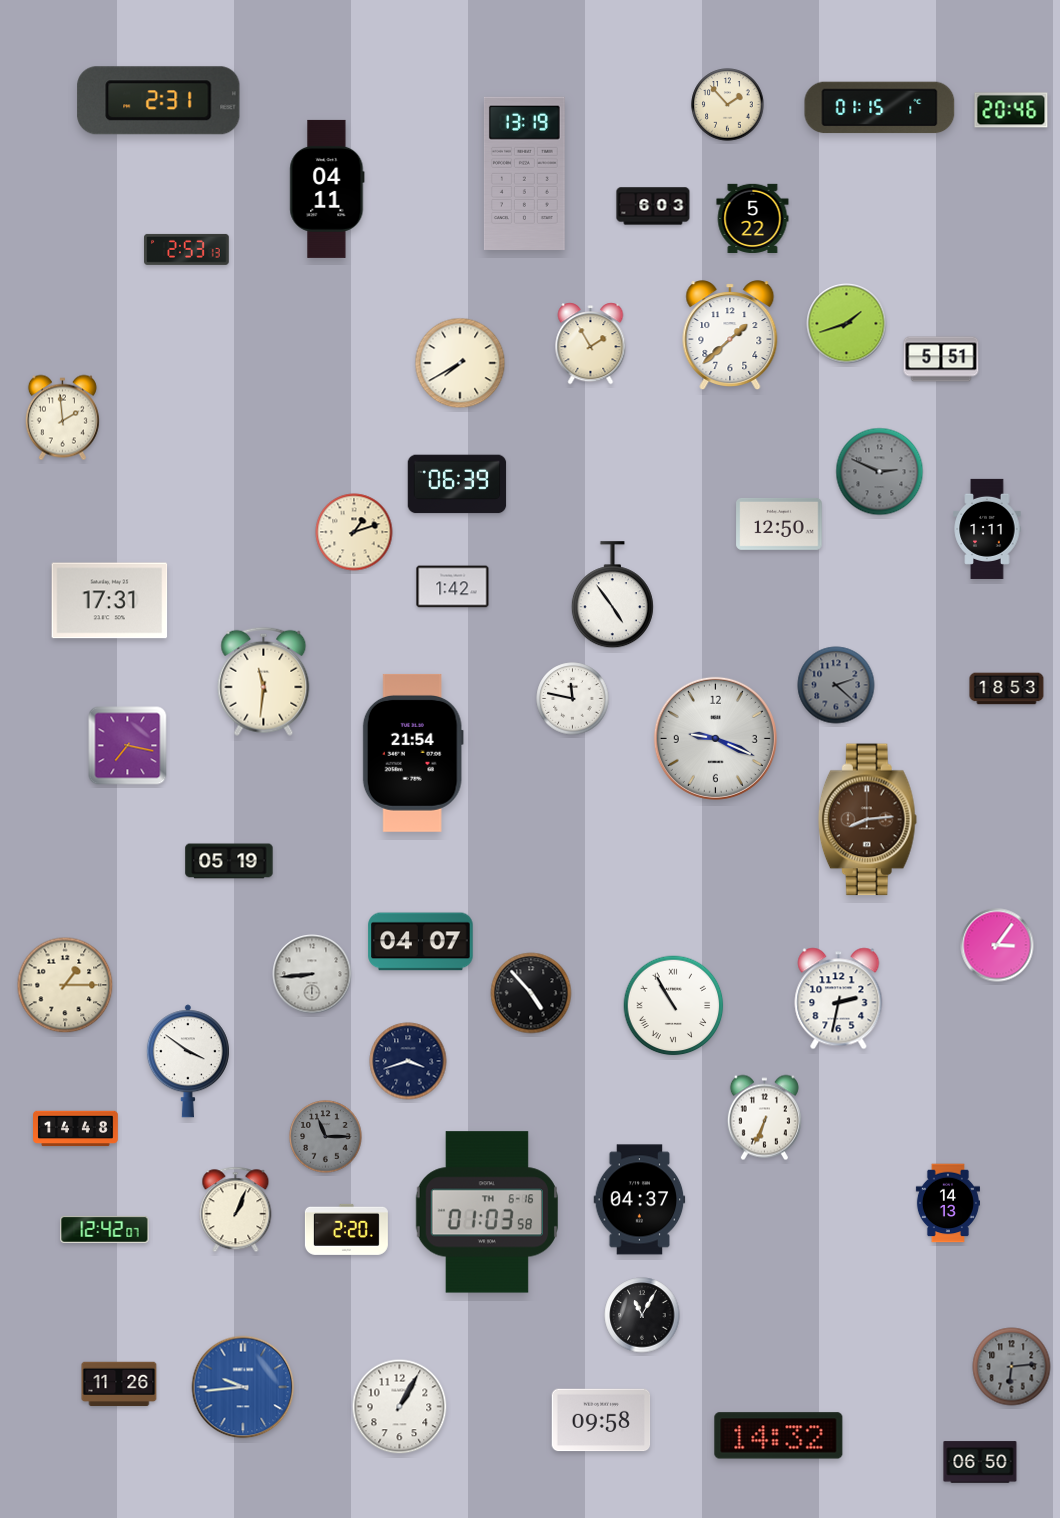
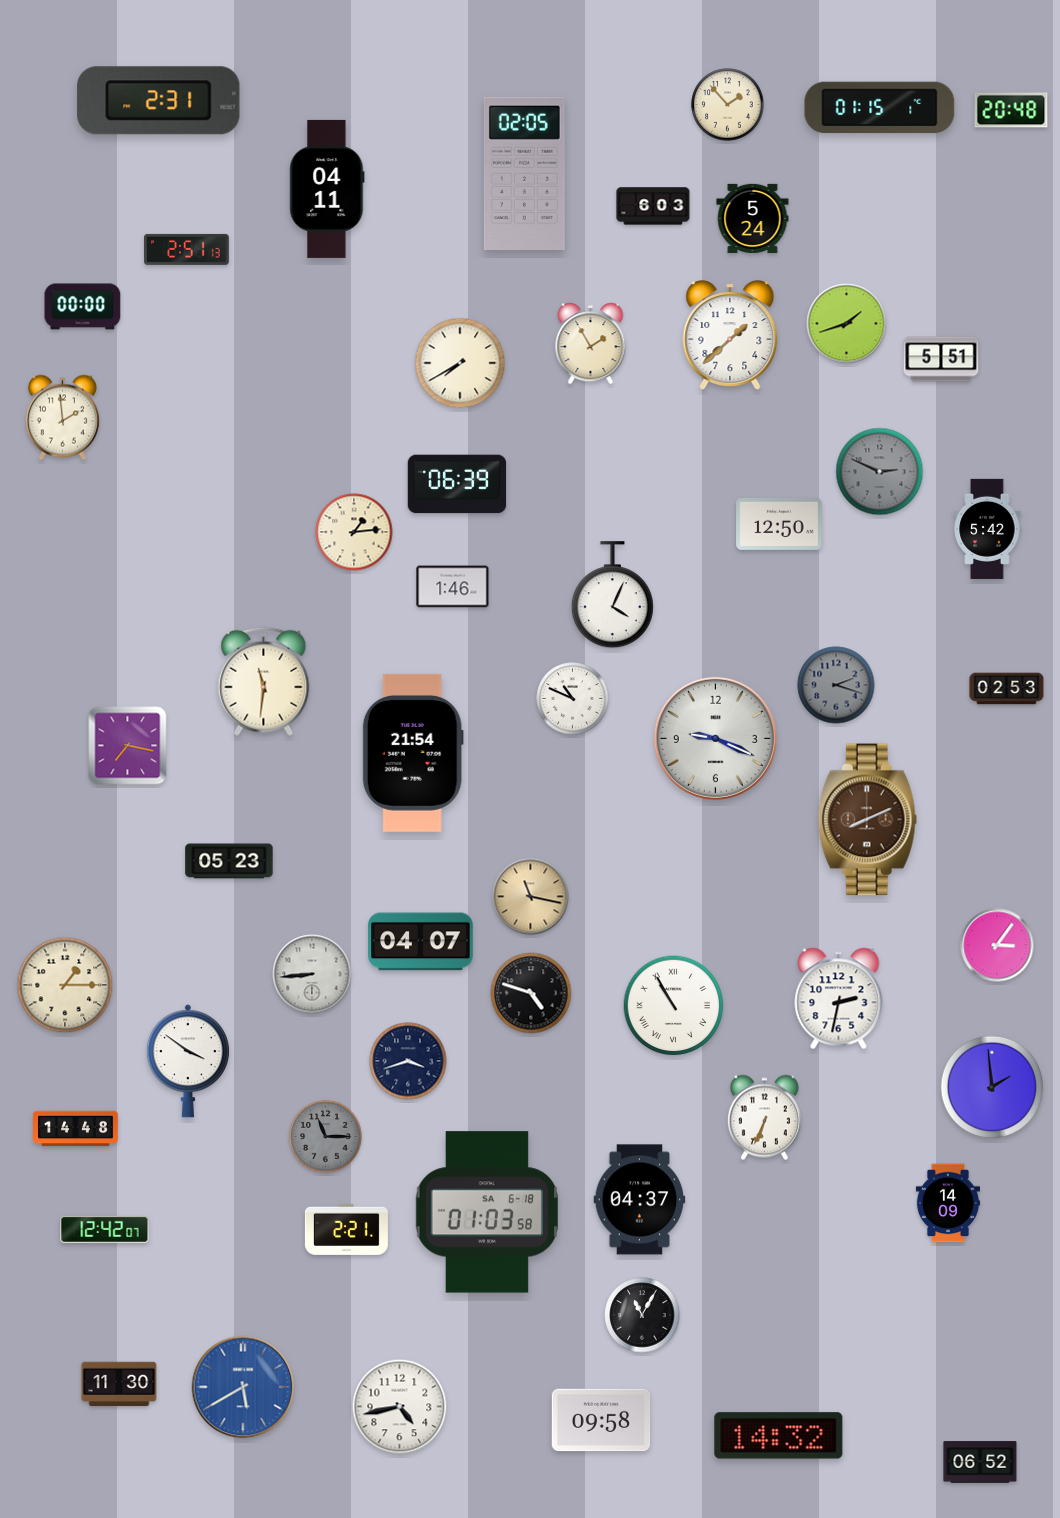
clock at (1011, 110): 20:46 -> 20:48
clock at (524, 174): 13:19 -> 02:05
clock at (753, 218): 5:22 -> 5:24
clock at (187, 249): 2:53 -> 2:51
clock at (83, 307): none -> 00:00
clock at (987, 529): 1:11 -> 5:42
clock at (354, 532): 1:12 -> 1:14
clock at (453, 587): 1:42 -> 1:46
clock at (612, 595): 4:54 -> 4:04
clock at (110, 601): 17:31 -> none
clock at (836, 685): 2:22 -> 2:18
clock at (1007, 689): 18:53 -> 02:53
clock at (573, 699): 11:47 -> 10:49
clock at (867, 820): 8:14 -> 8:11
clock at (229, 861): 05:19 -> 05:23
clock at (531, 897): none -> 11:17
clock at (531, 993): 4:53 -> 4:48
clock at (991, 1086): none -> 1:59
clock at (948, 1203): 14:13 -> 14:09
clock at (236, 1210): 1:04 -> none
clock at (487, 1212) date: TH 6-16 -> SA 6-18
clock at (346, 1229): 2:20 -> 2:21
clock at (1012, 1367): 6:14 -> none
clock at (119, 1384): 11:26 -> 11:30
clock at (243, 1387): 9:44 -> 5:40
clock at (400, 1407): 1:05 -> 4:43
clock at (980, 1462): 06:50 -> 06:52
